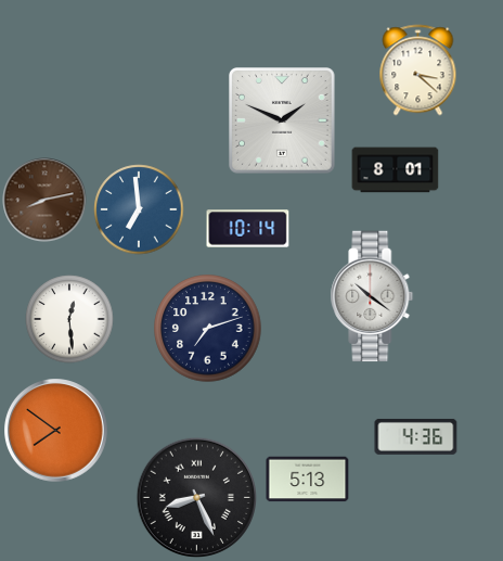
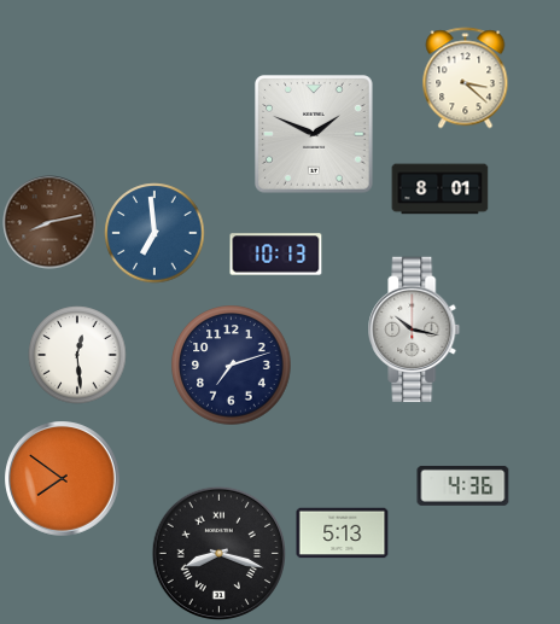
clock at (248, 229): 10:14 -> 10:13
clock at (372, 296): 10:21 -> 10:17
clock at (196, 497): 8:26 -> 8:18
